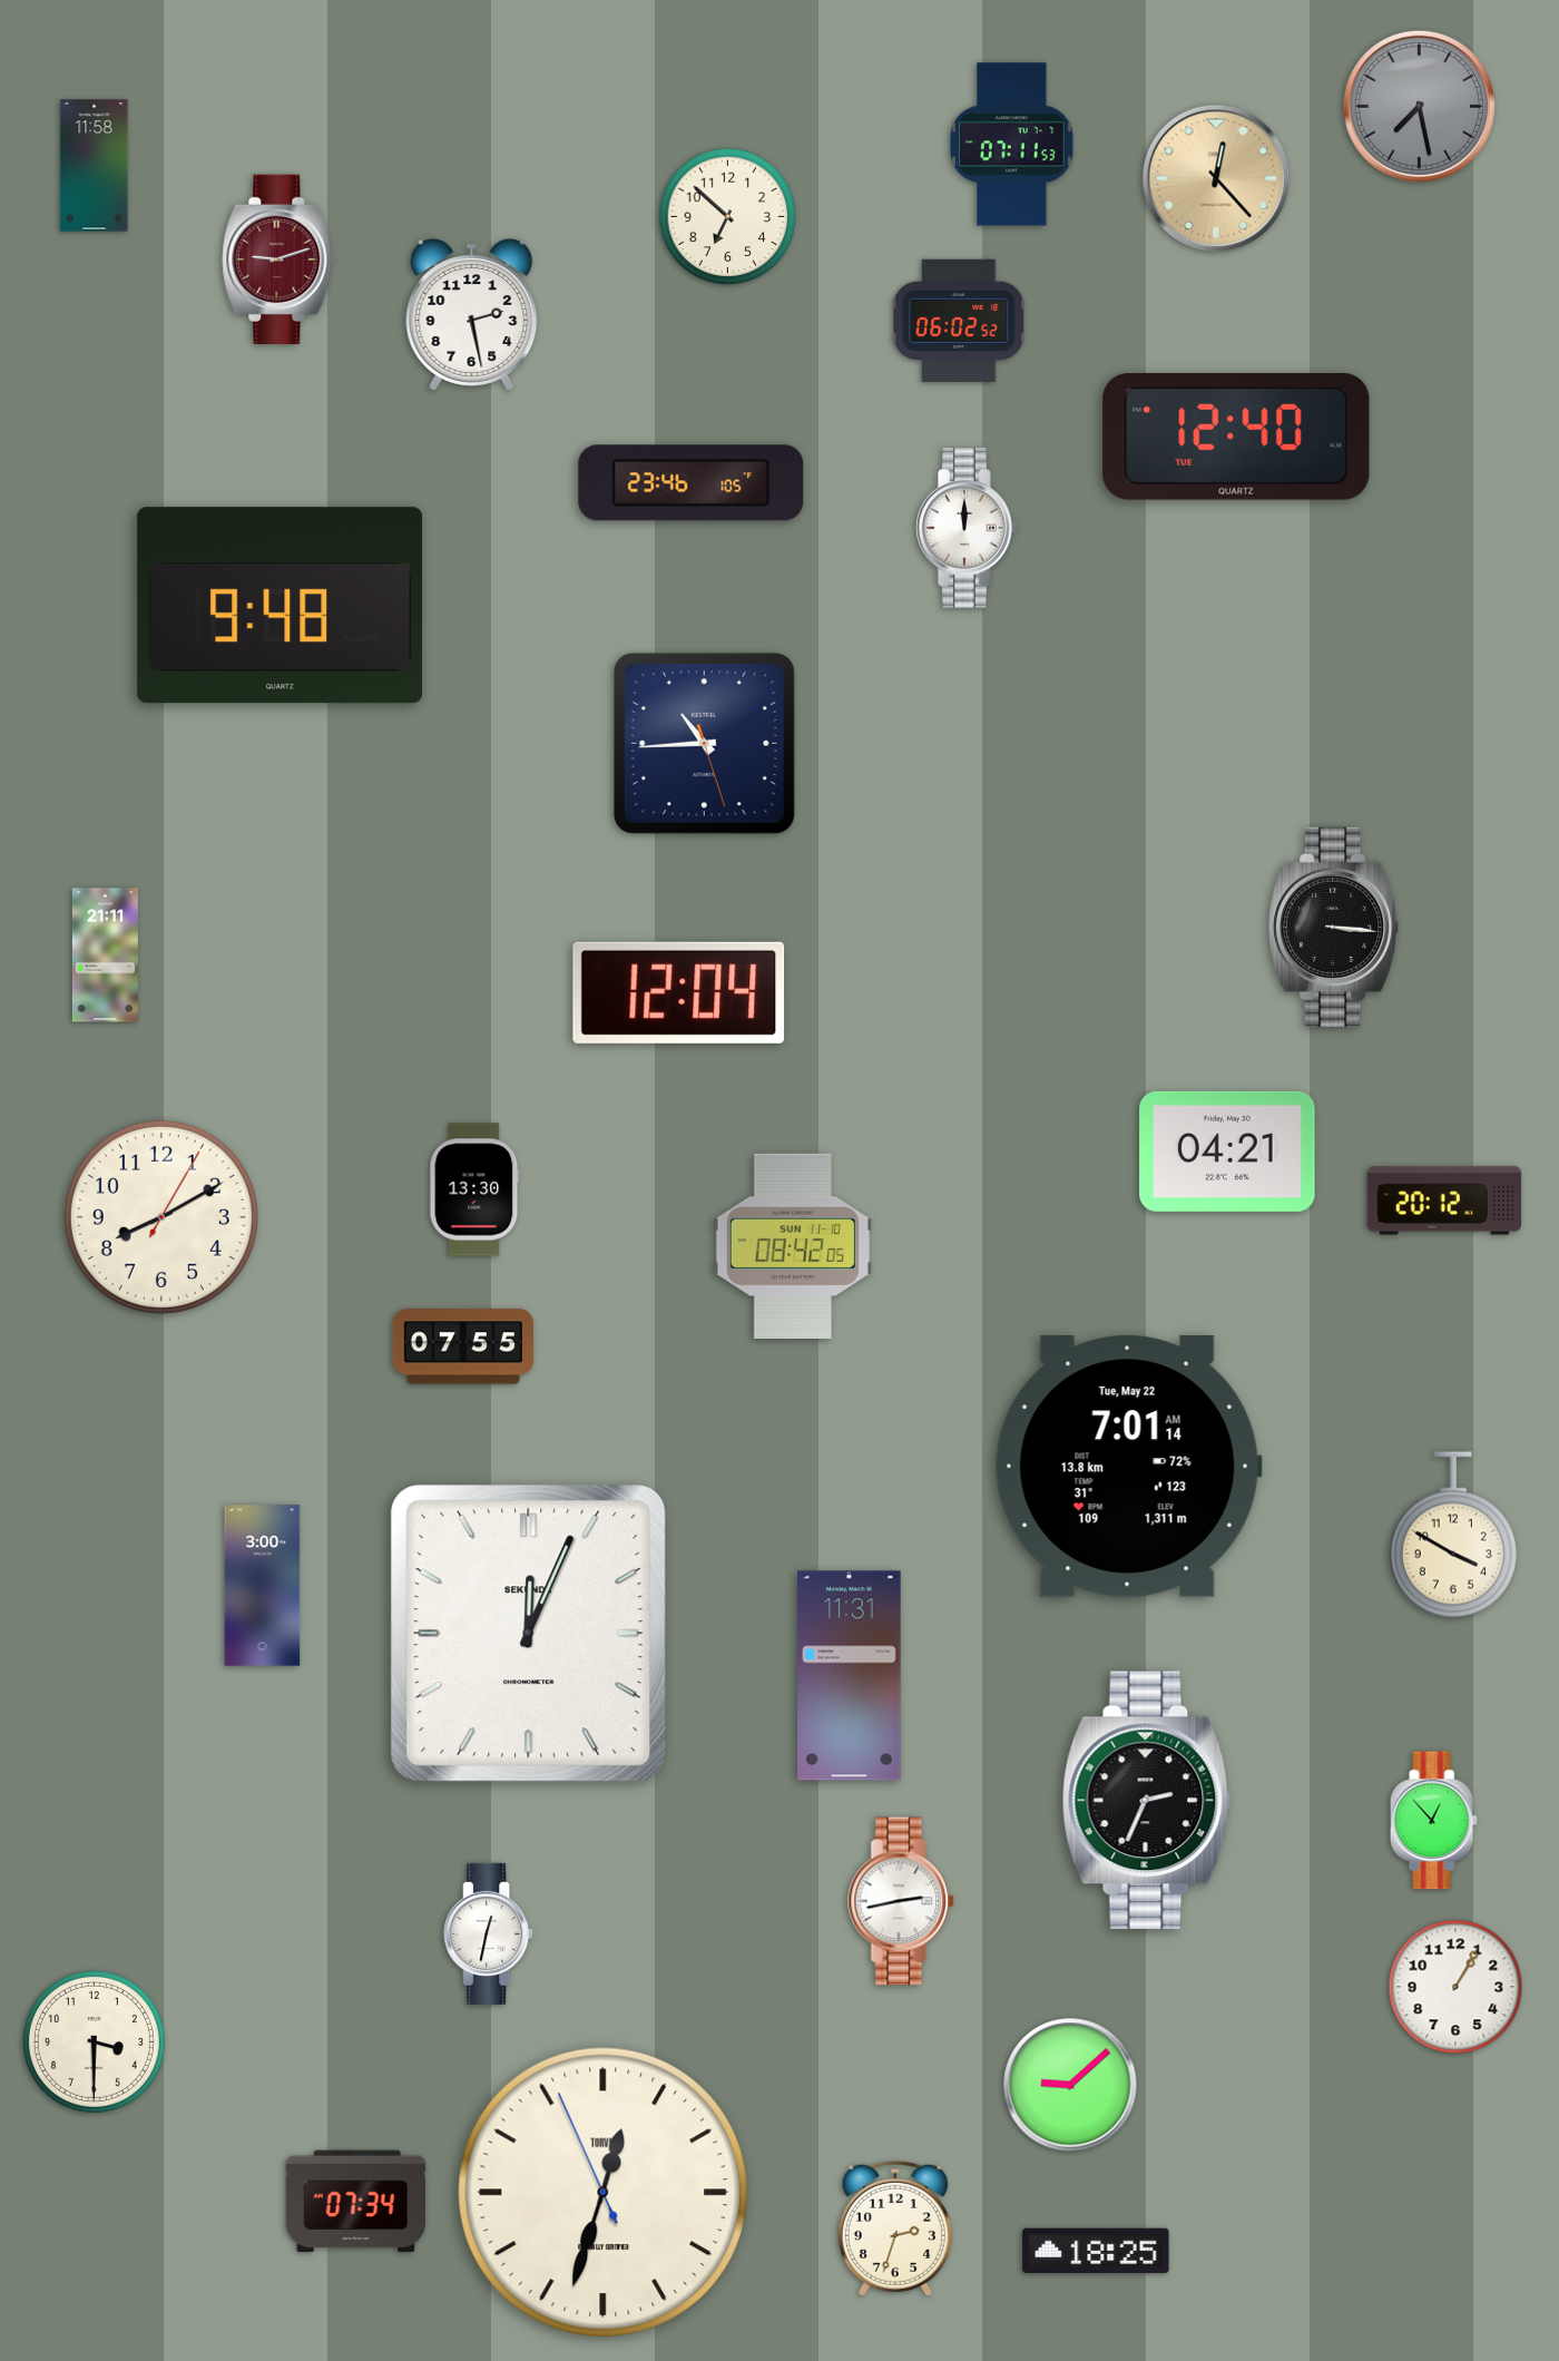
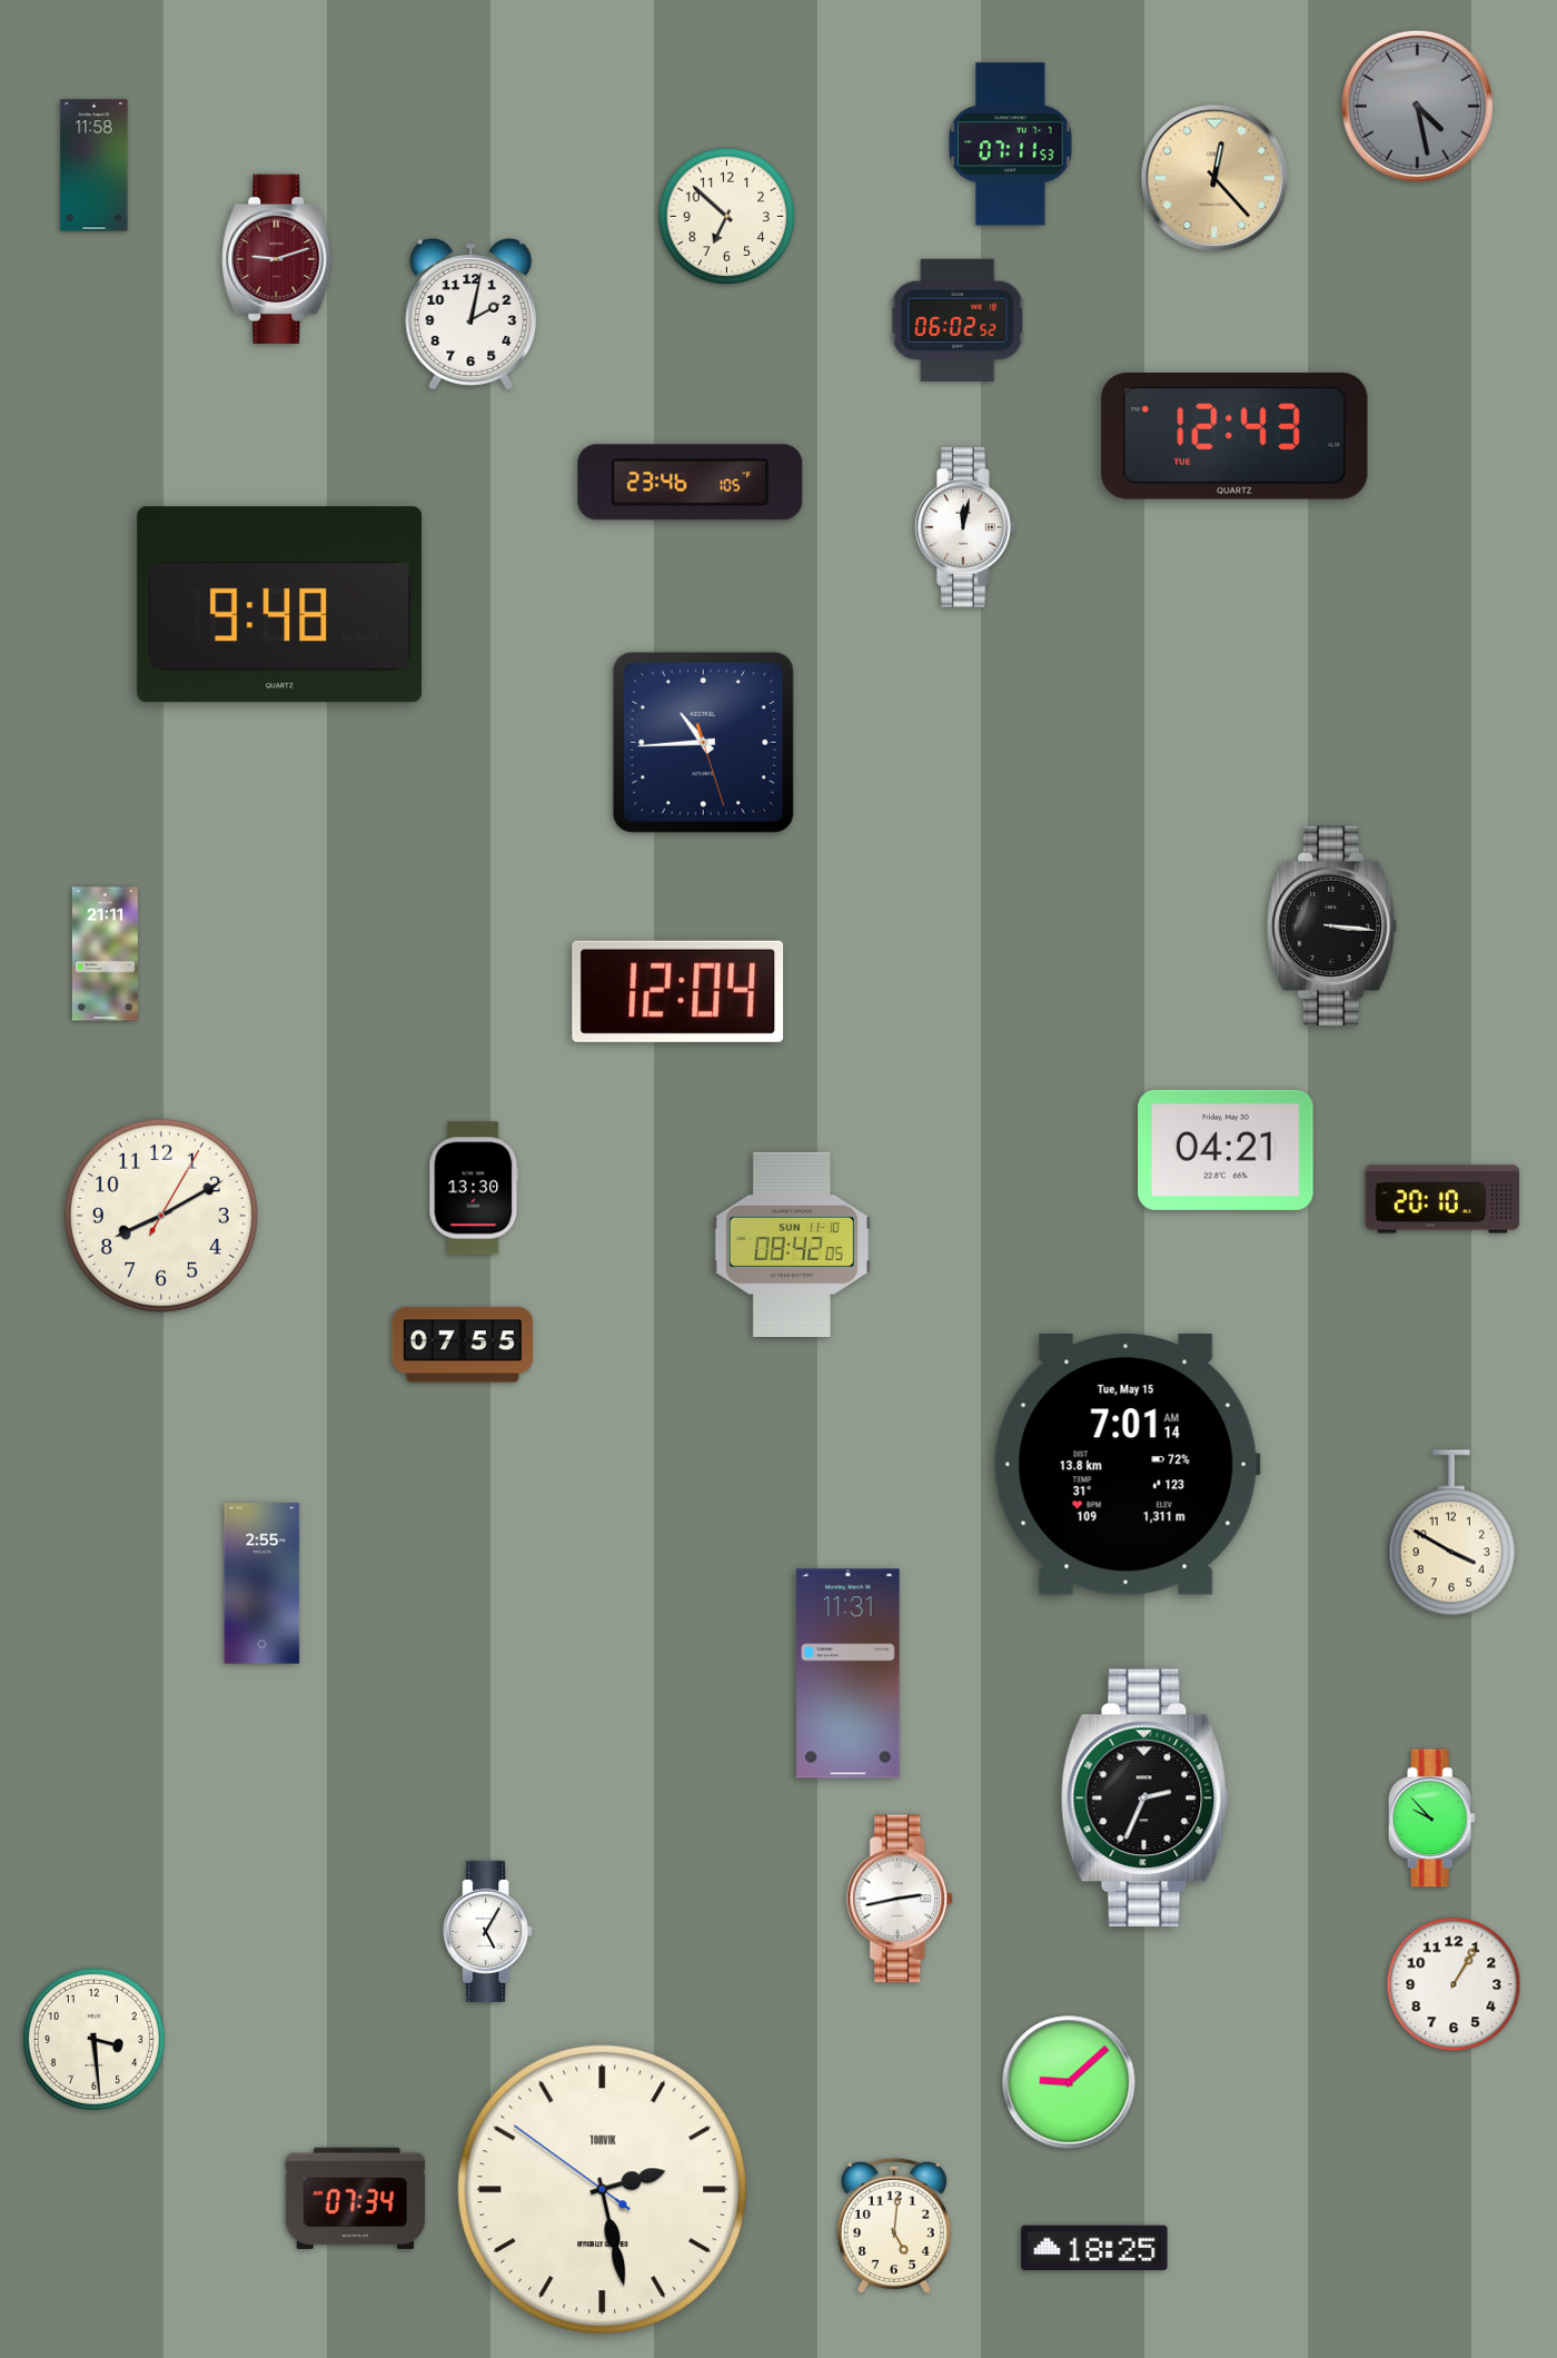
clock at (1419, 106): 7:28 -> 4:28
clock at (472, 315): 2:28 -> 2:02
clock at (1236, 438): 12:40 -> 12:43
clock at (967, 528): 12:00 -> 12:02
clock at (1444, 1201): 20:12 -> 20:10
clock at (1128, 1467) date: Tue, May 22 -> Tue, May 15
clock at (263, 1586): 3:00 -> 2:55
clock at (529, 1634): 12:04 -> none
clock at (1433, 1821): 12:53 -> 9:53
clock at (489, 1933): 12:32 -> 5:05
clock at (94, 2041): 3:30 -> 3:29
clock at (602, 2192): 12:32 -> 2:27
clock at (895, 2228): 2:33 -> 5:01
